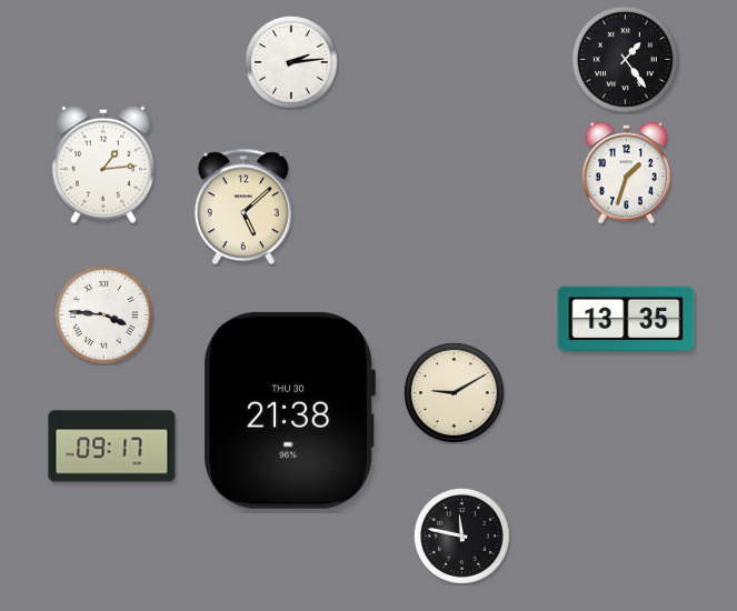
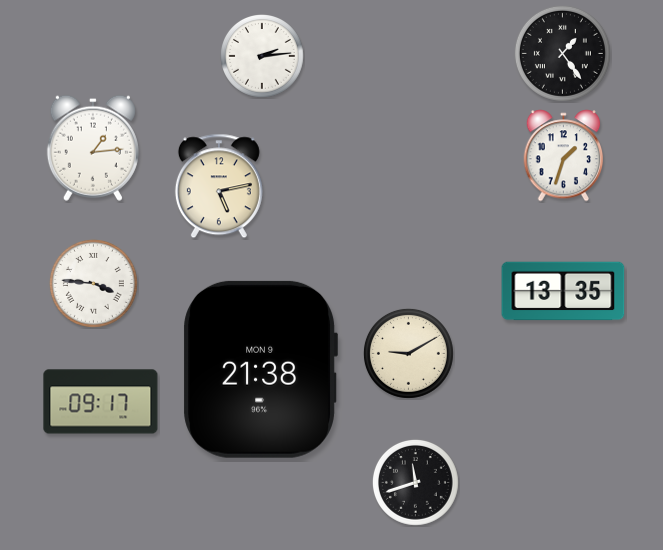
clock at (243, 207): 5:08 -> 5:13
clock at (626, 319) position: (626, 319) -> (563, 291)
clock at (289, 410) date: THU 30 -> MON 9
clock at (461, 535): 11:47 -> 11:42
